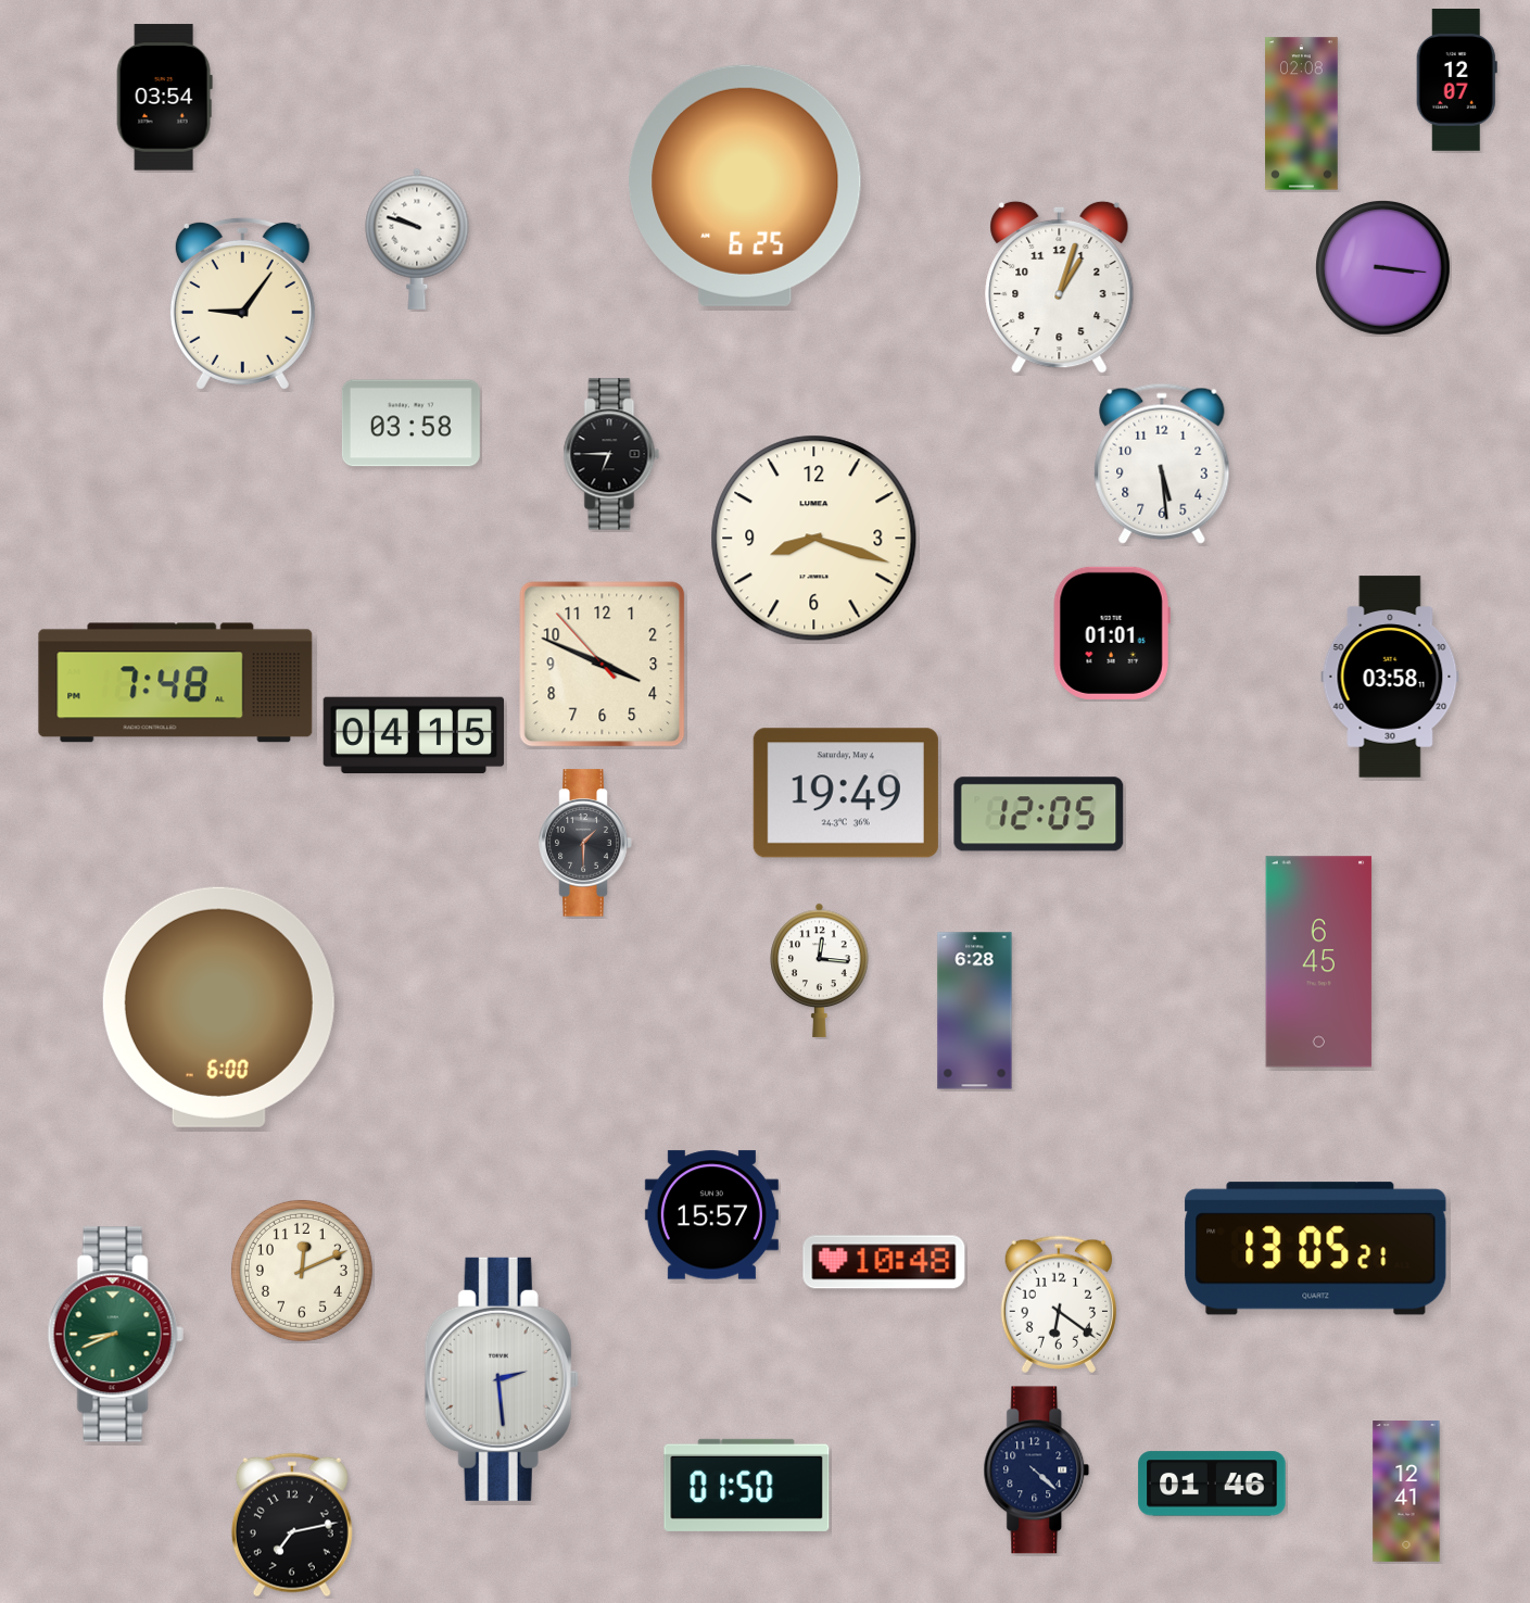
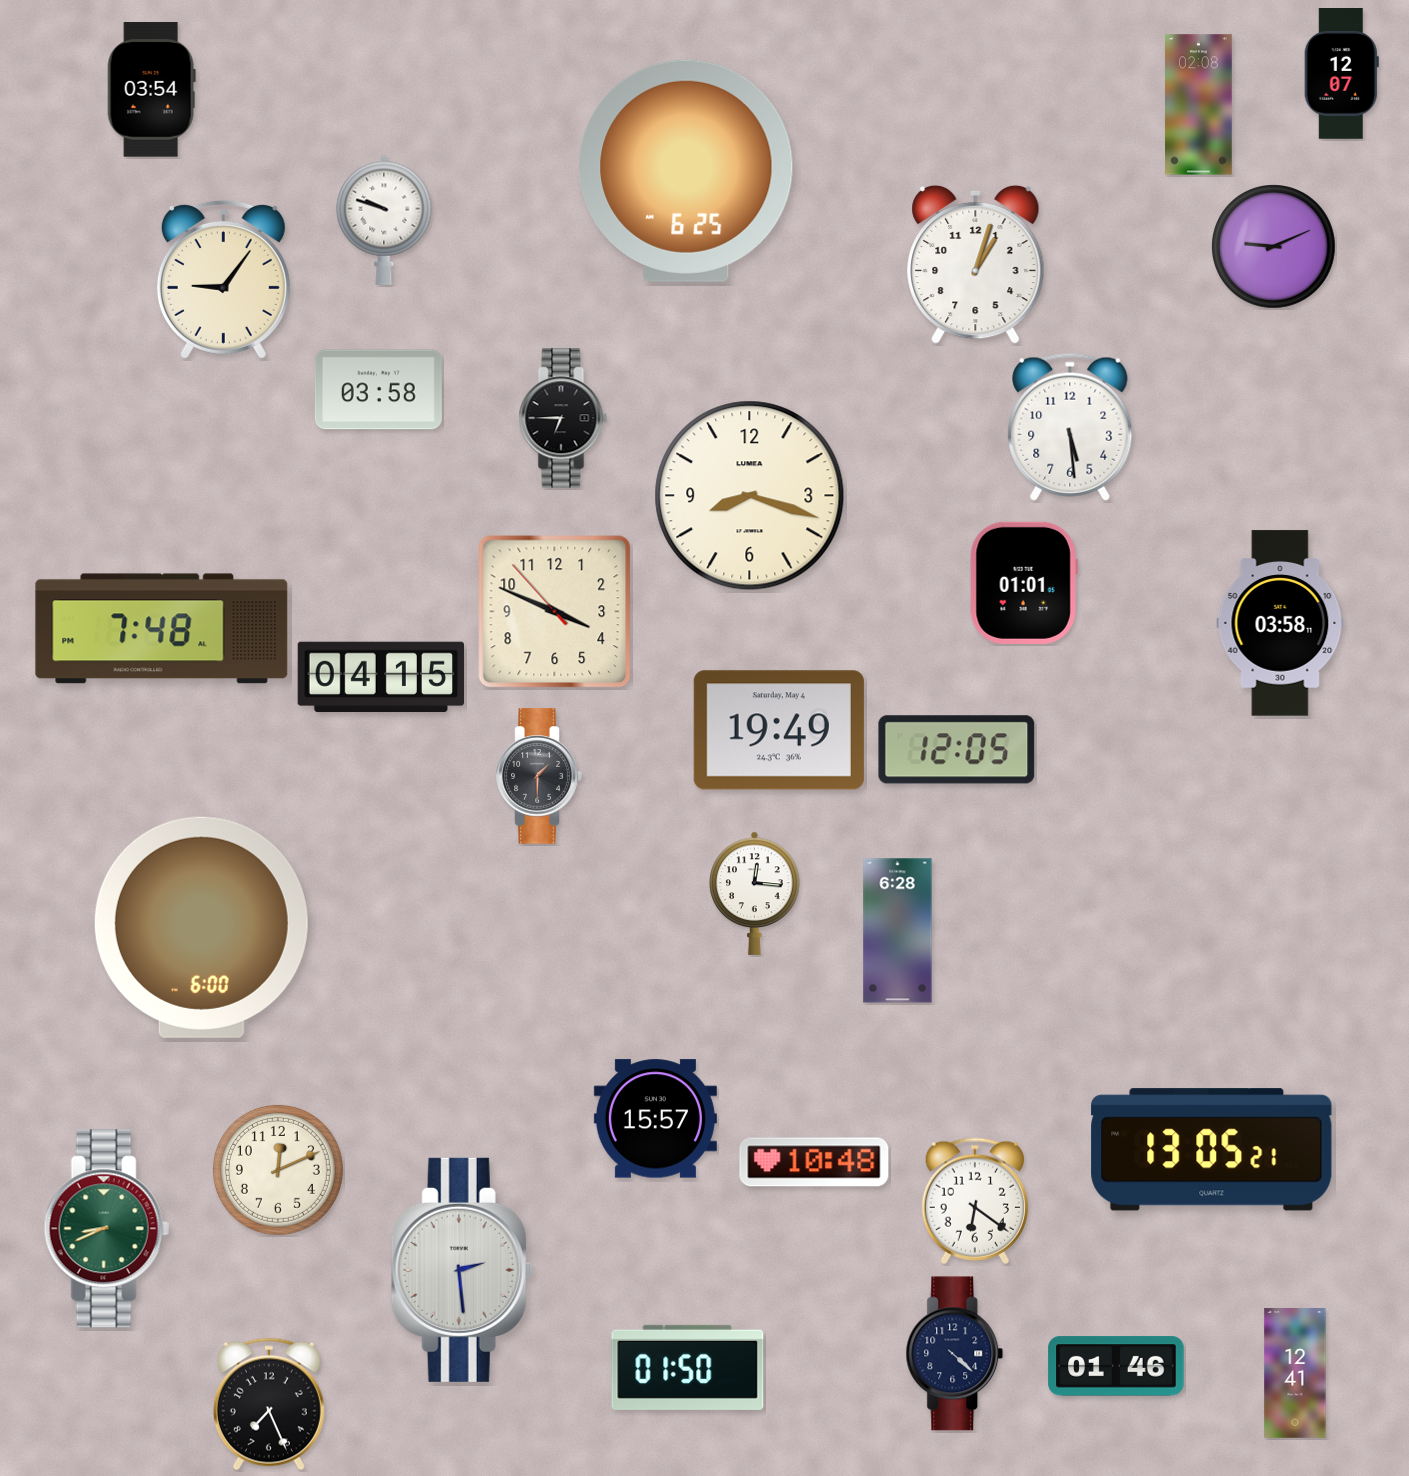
clock at (1383, 268): 3:16 -> 9:11
clock at (1319, 962): 6:45 -> none
clock at (292, 1525): 7:13 -> 7:26
